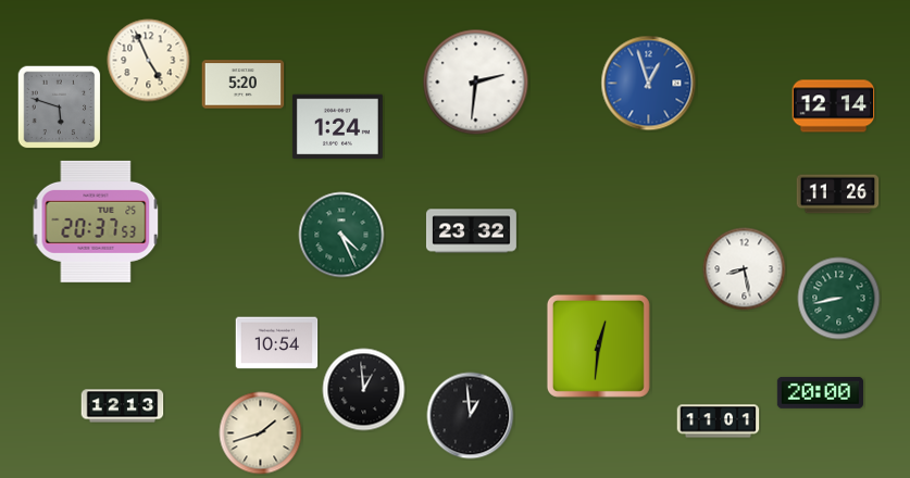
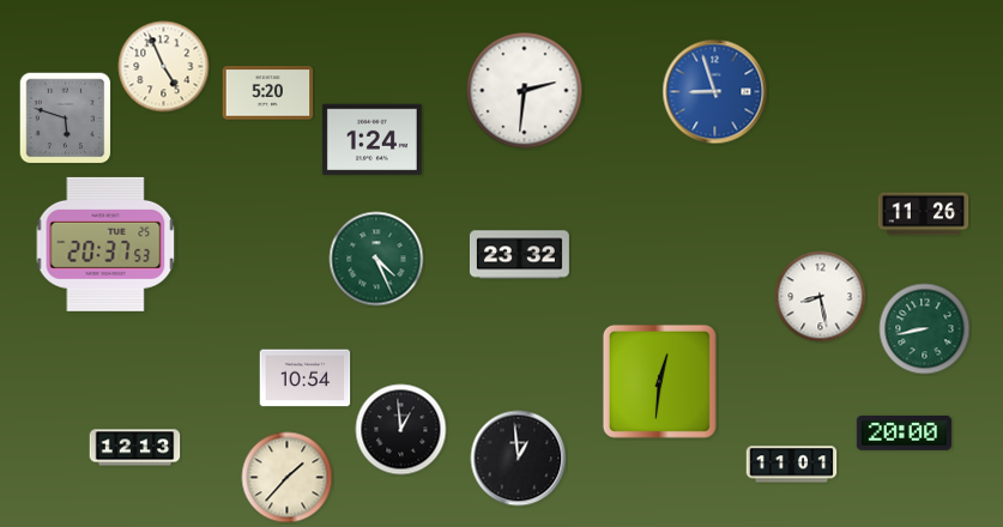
clock at (649, 84): 12:57 -> 8:57
clock at (834, 106): 12:14 -> none
clock at (261, 433): 1:42 -> 1:37
